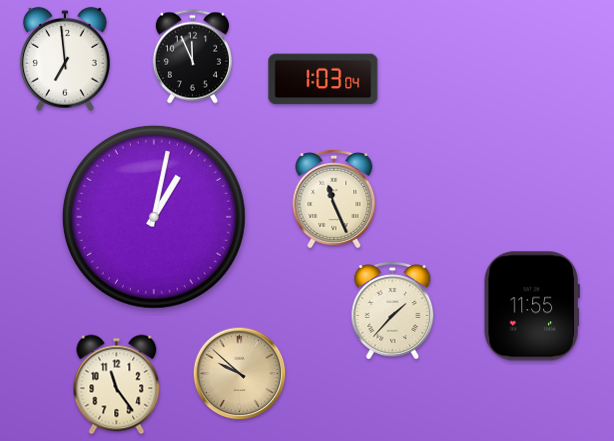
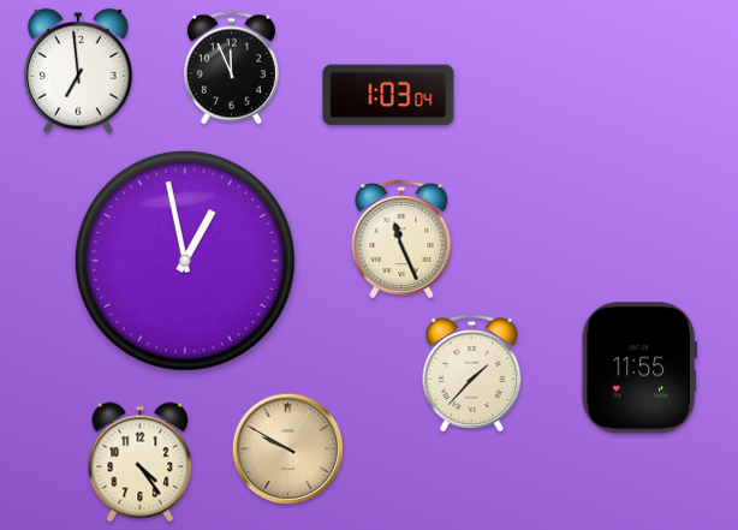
clock at (154, 217): 1:02 -> 12:58
clock at (240, 374): 9:52 -> 9:50
clock at (117, 385): 11:24 -> 4:24
